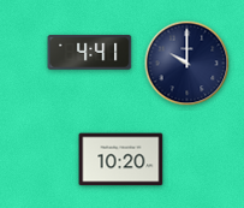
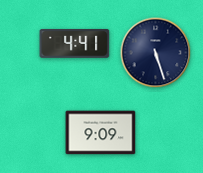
clock at (188, 64): 10:00 -> 5:27
clock at (121, 160): 10:20 -> 9:09
